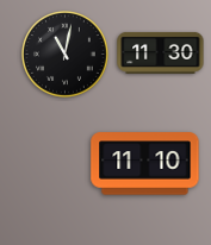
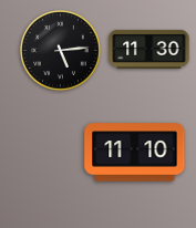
clock at (66, 55): 11:02 -> 5:14
